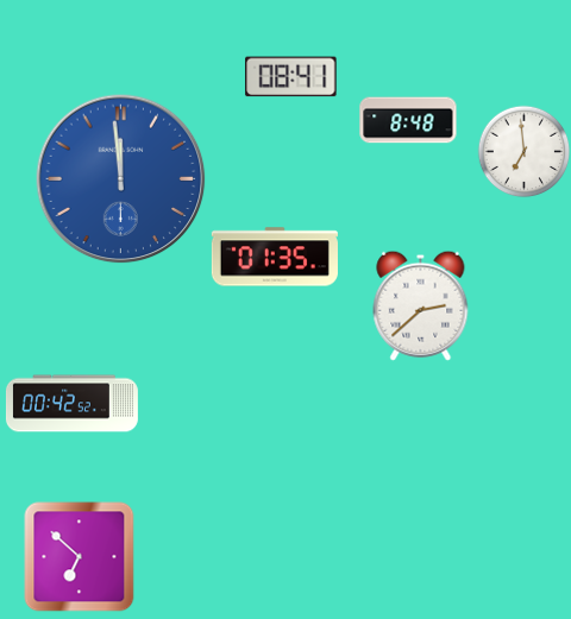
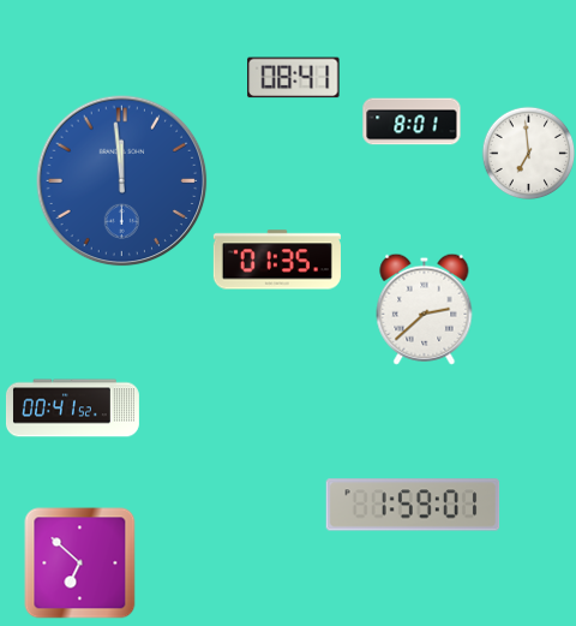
clock at (408, 120): 8:48 -> 8:01
clock at (71, 404): 00:42 -> 00:41
clock at (413, 505): none -> 1:59
